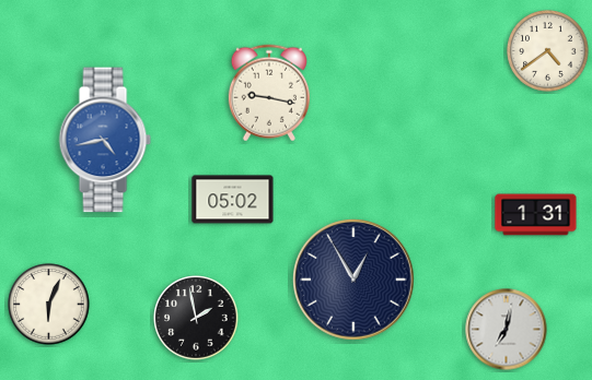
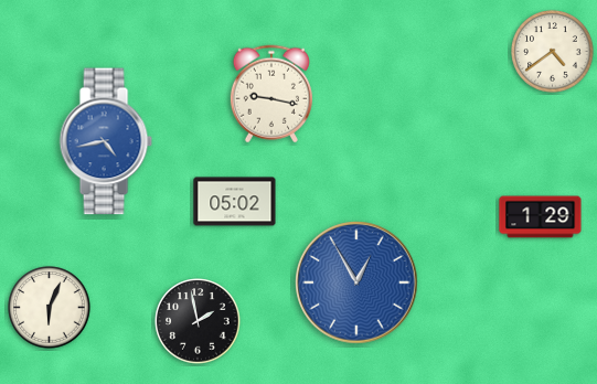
clock at (536, 215): 1:31 -> 1:29
clock at (353, 280) dial: navy -> blue
clock at (507, 330): 7:02 -> none
